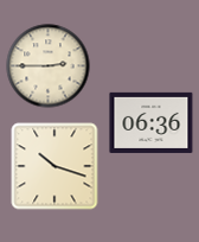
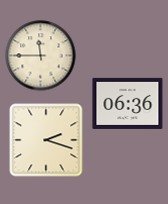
clock at (49, 66): 2:45 -> 11:45
clock at (54, 166): 10:18 -> 2:18
